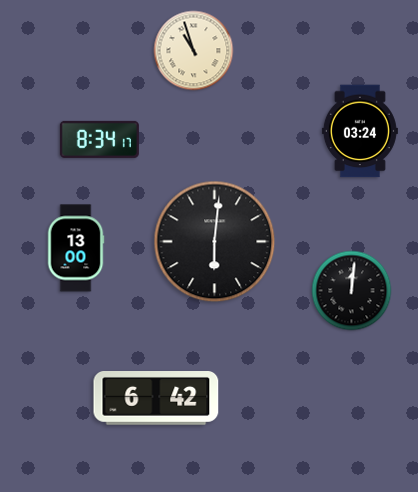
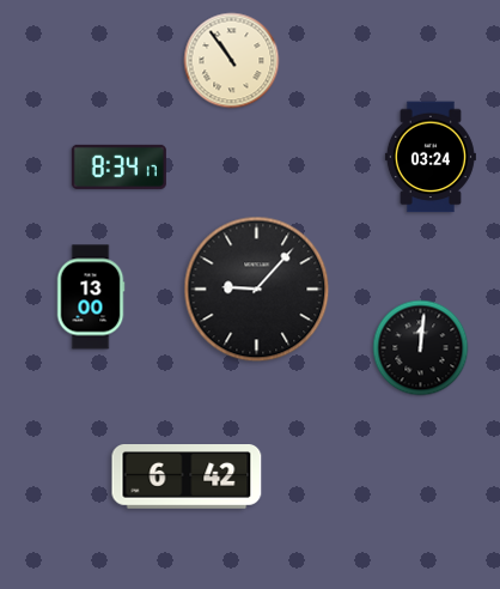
clock at (194, 51): 10:57 -> 10:54
clock at (215, 242): 6:01 -> 9:07
